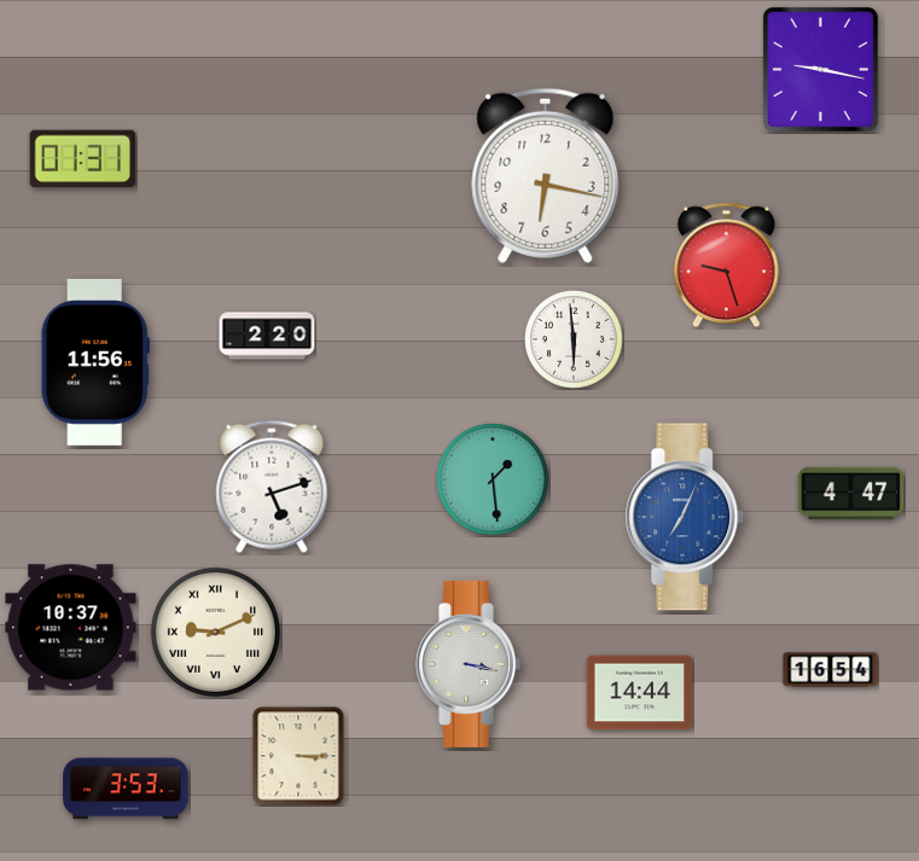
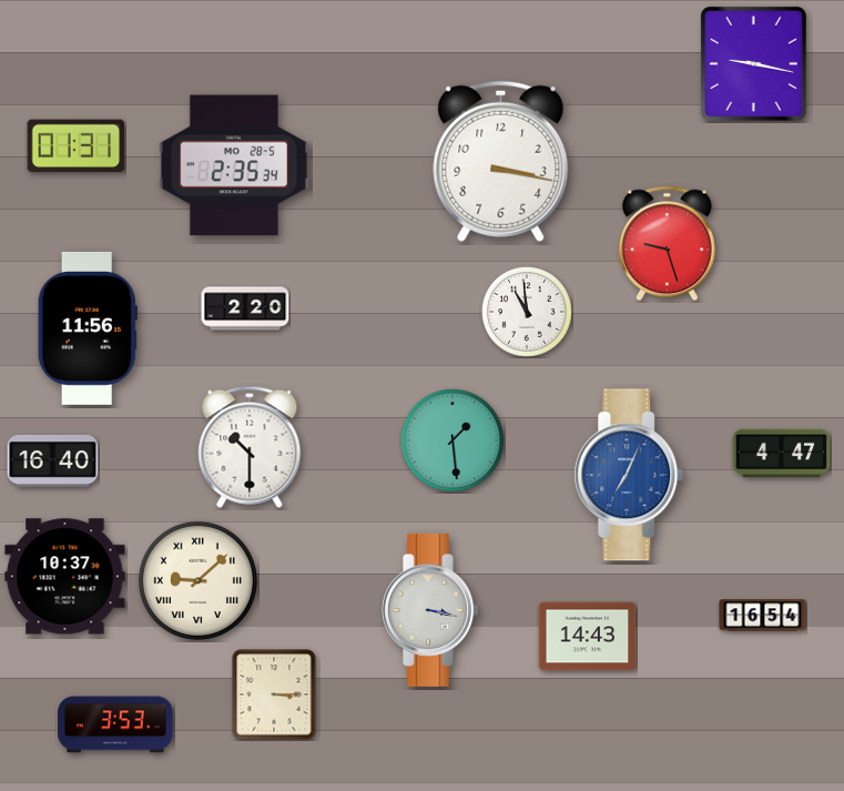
clock at (546, 175): 6:17 -> 3:17
clock at (234, 165): none -> 2:35
clock at (575, 341): 5:59 -> 10:59
clock at (95, 362) position: (95, 362) -> (88, 328)
clock at (272, 487): 5:12 -> 10:30
clock at (53, 460): none -> 16:40
clock at (215, 632): 9:11 -> 9:08
clock at (640, 693): 14:44 -> 14:43
